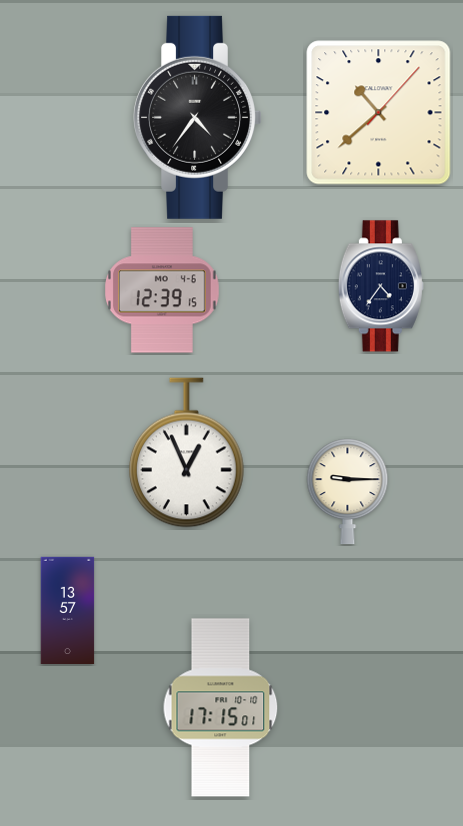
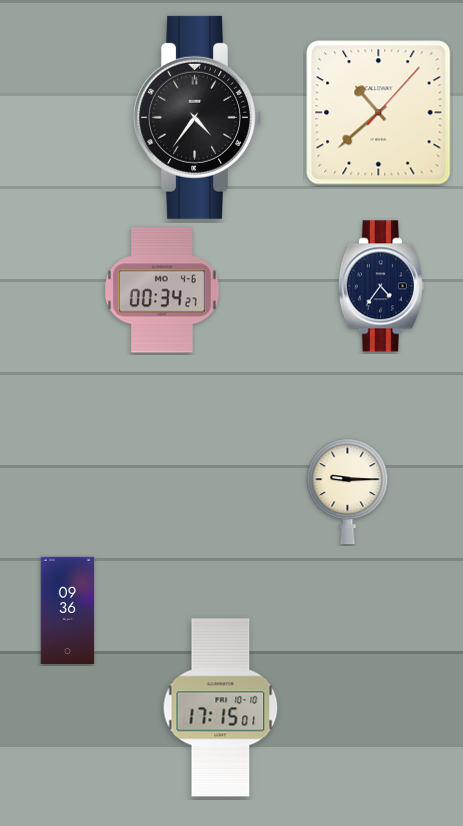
clock at (163, 290): 12:39 -> 00:34
clock at (187, 453): 12:56 -> none
clock at (68, 610): 13:57 -> 09:36
